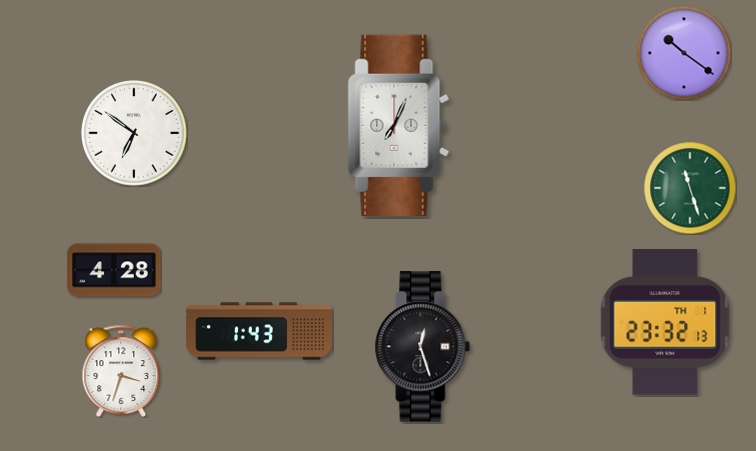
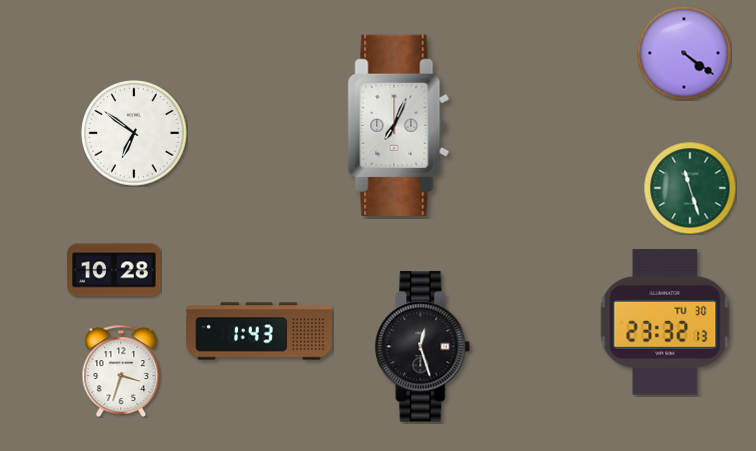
clock at (684, 53): 10:21 -> 4:21
clock at (114, 270): 4:28 -> 10:28
clock at (665, 322) date: TH 1 -> TU 30
